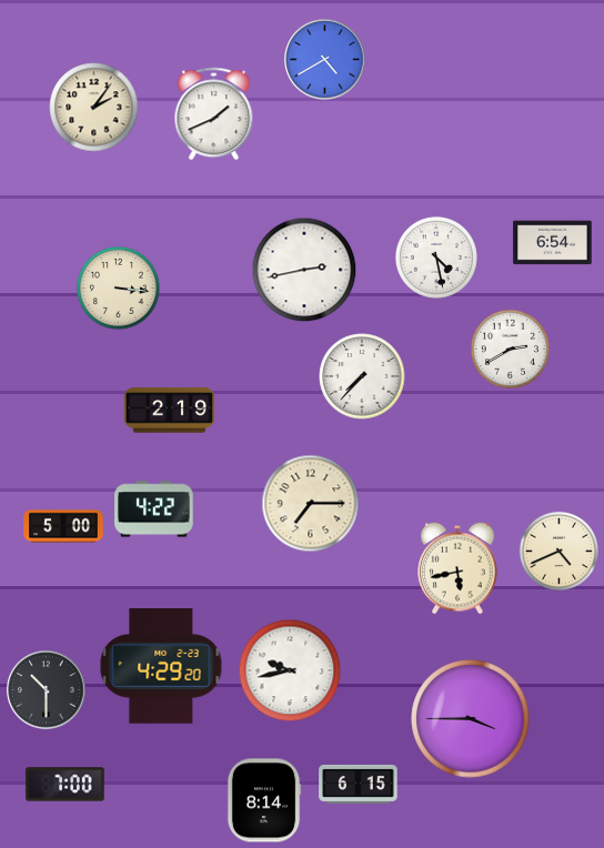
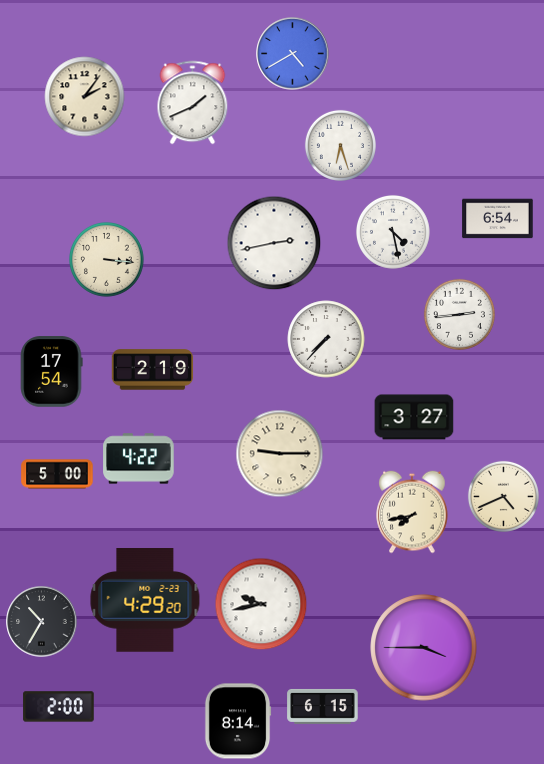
clock at (340, 145): none -> 6:27
clock at (510, 349): 2:40 -> 2:44
clock at (52, 372): none -> 17:54
clock at (414, 417): none -> 3:27
clock at (311, 504): 7:15 -> 9:15
clock at (457, 568): 5:43 -> 7:43
clock at (47, 690): 10:30 -> 10:35
clock at (66, 785): 7:00 -> 2:00
